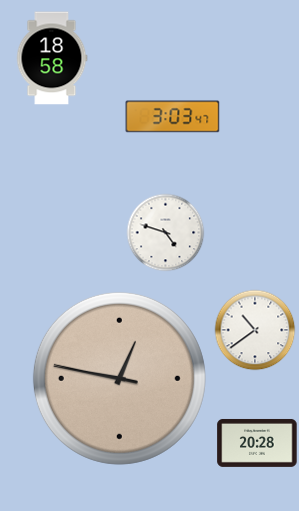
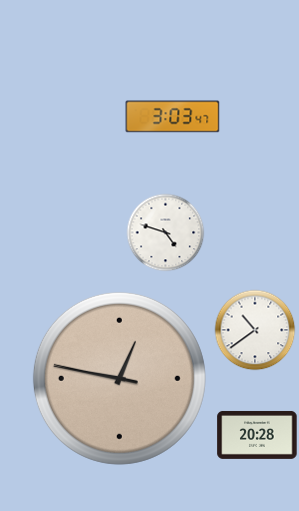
clock at (52, 58): 18:58 -> none
clock at (257, 443) position: (257, 443) -> (257, 435)
